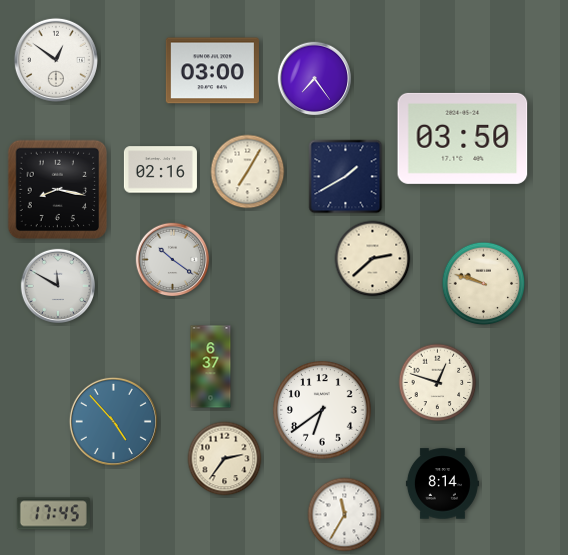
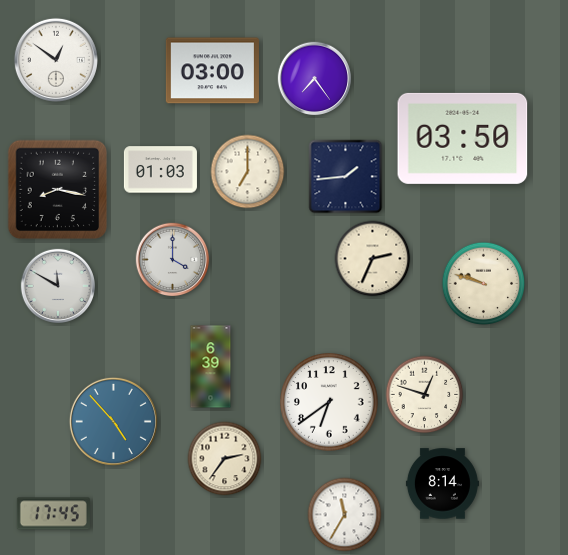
clock at (160, 170): 02:16 -> 01:03
clock at (248, 172): 7:05 -> 7:00
clock at (346, 177): 1:40 -> 1:44
clock at (373, 259): 2:38 -> 2:34
clock at (173, 260): 10:21 -> 4:00
clock at (211, 367): 6:37 -> 6:39
clock at (438, 383) position: (438, 383) -> (425, 395)
clock at (322, 410) position: (322, 410) -> (329, 402)
